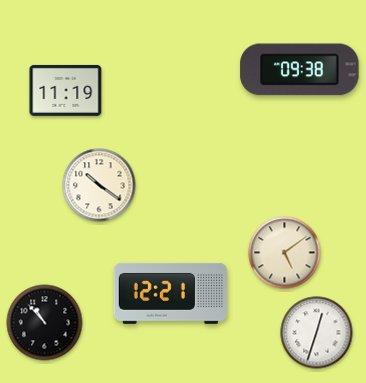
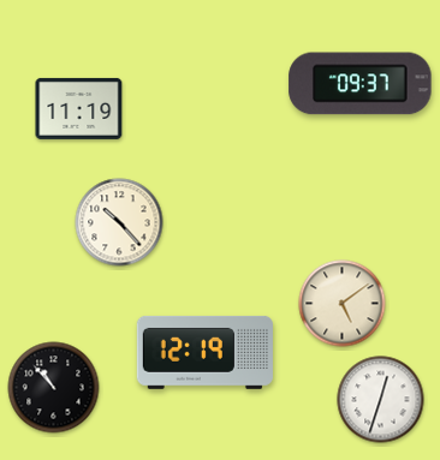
clock at (300, 70): 09:38 -> 09:37
clock at (99, 185): 10:21 -> 10:23
clock at (170, 293): 12:21 -> 12:19
